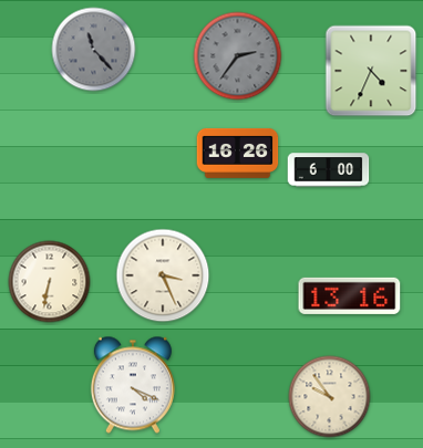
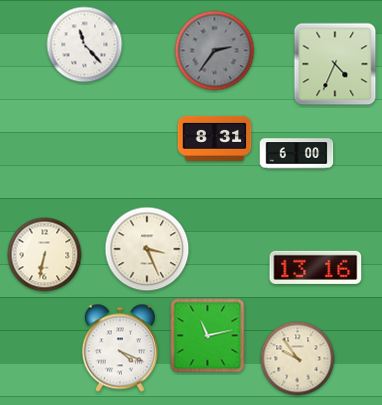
clock at (94, 50) dial: grey -> white
clock at (238, 153): 16:26 -> 8:31
clock at (208, 336): none -> 11:13
